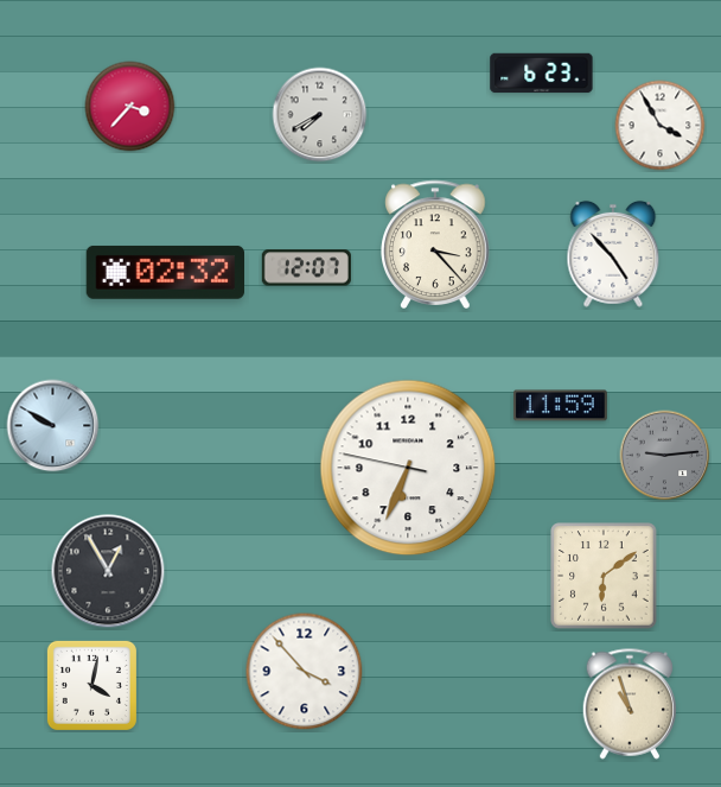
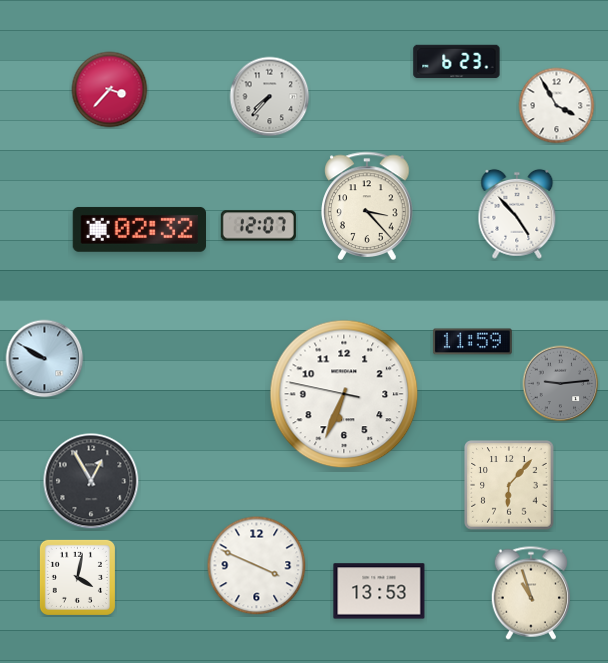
clock at (320, 115): 7:40 -> 7:37
clock at (604, 576): 6:09 -> 6:07
clock at (305, 672): 3:53 -> 3:49
clock at (379, 591): none -> 13:53
